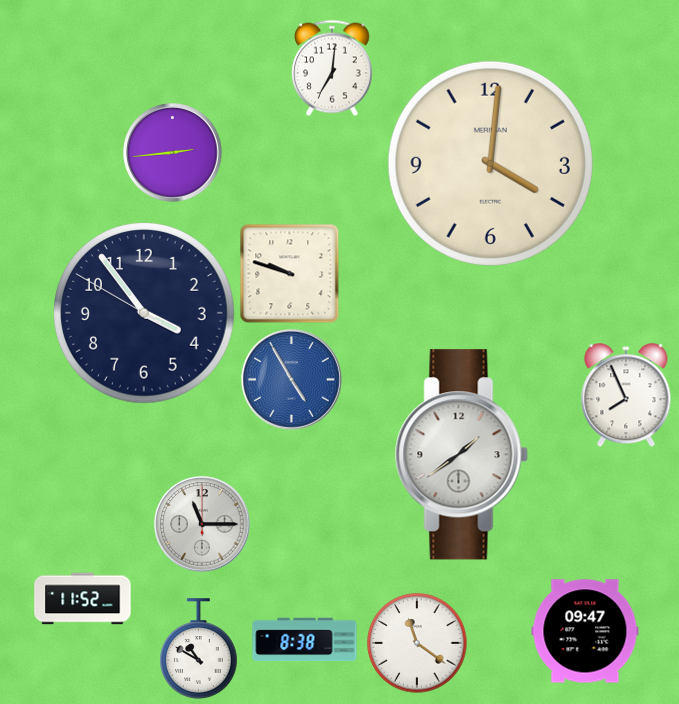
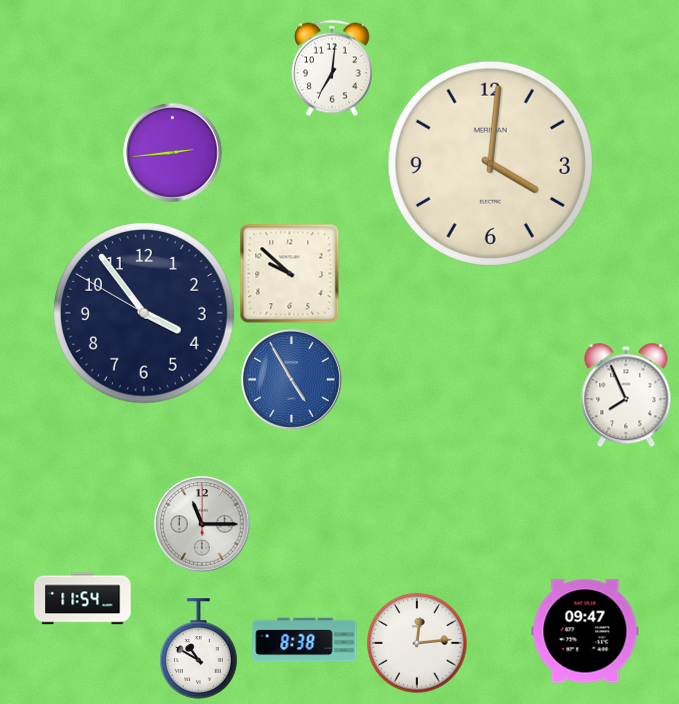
clock at (289, 273): 9:48 -> 9:52
clock at (461, 455): 1:39 -> none
clock at (83, 599): 11:52 -> 11:54
clock at (417, 643): 11:21 -> 12:14
